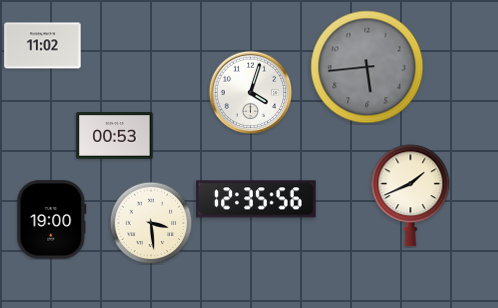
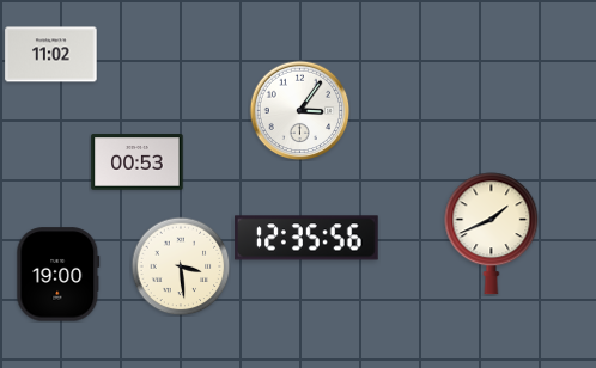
clock at (367, 67): 5:44 -> none
clock at (250, 92): 4:03 -> 3:06
clock at (52, 220) position: (52, 220) -> (59, 275)
